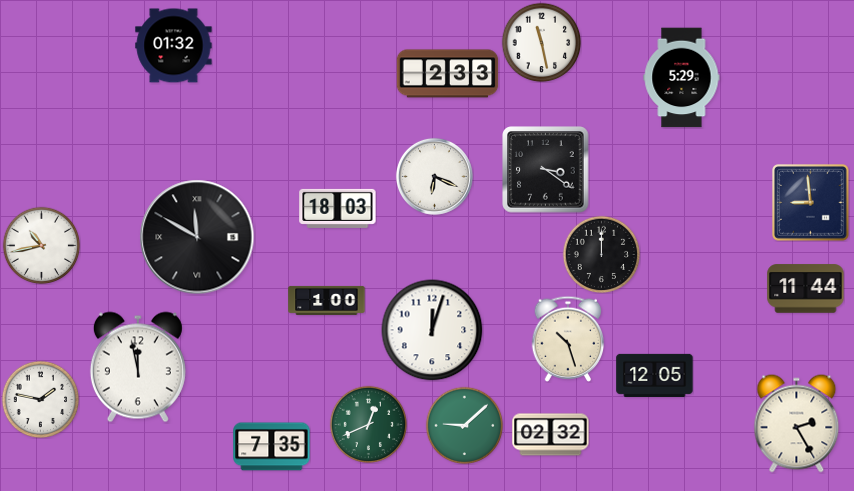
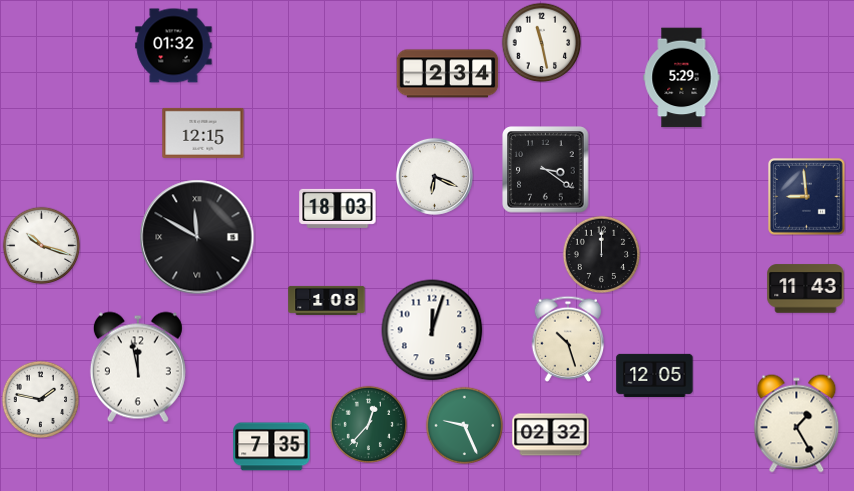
clock at (448, 74): 2:33 -> 2:34
clock at (203, 133): none -> 12:15
clock at (811, 203) position: (811, 203) -> (807, 197)
clock at (41, 245): 10:43 -> 10:18
clock at (806, 289): 11:44 -> 11:43
clock at (327, 300): 1:00 -> 1:08
clock at (368, 424): 12:41 -> 12:37
clock at (797, 424): 2:25 -> 1:25
clock at (464, 425): 9:08 -> 9:26
